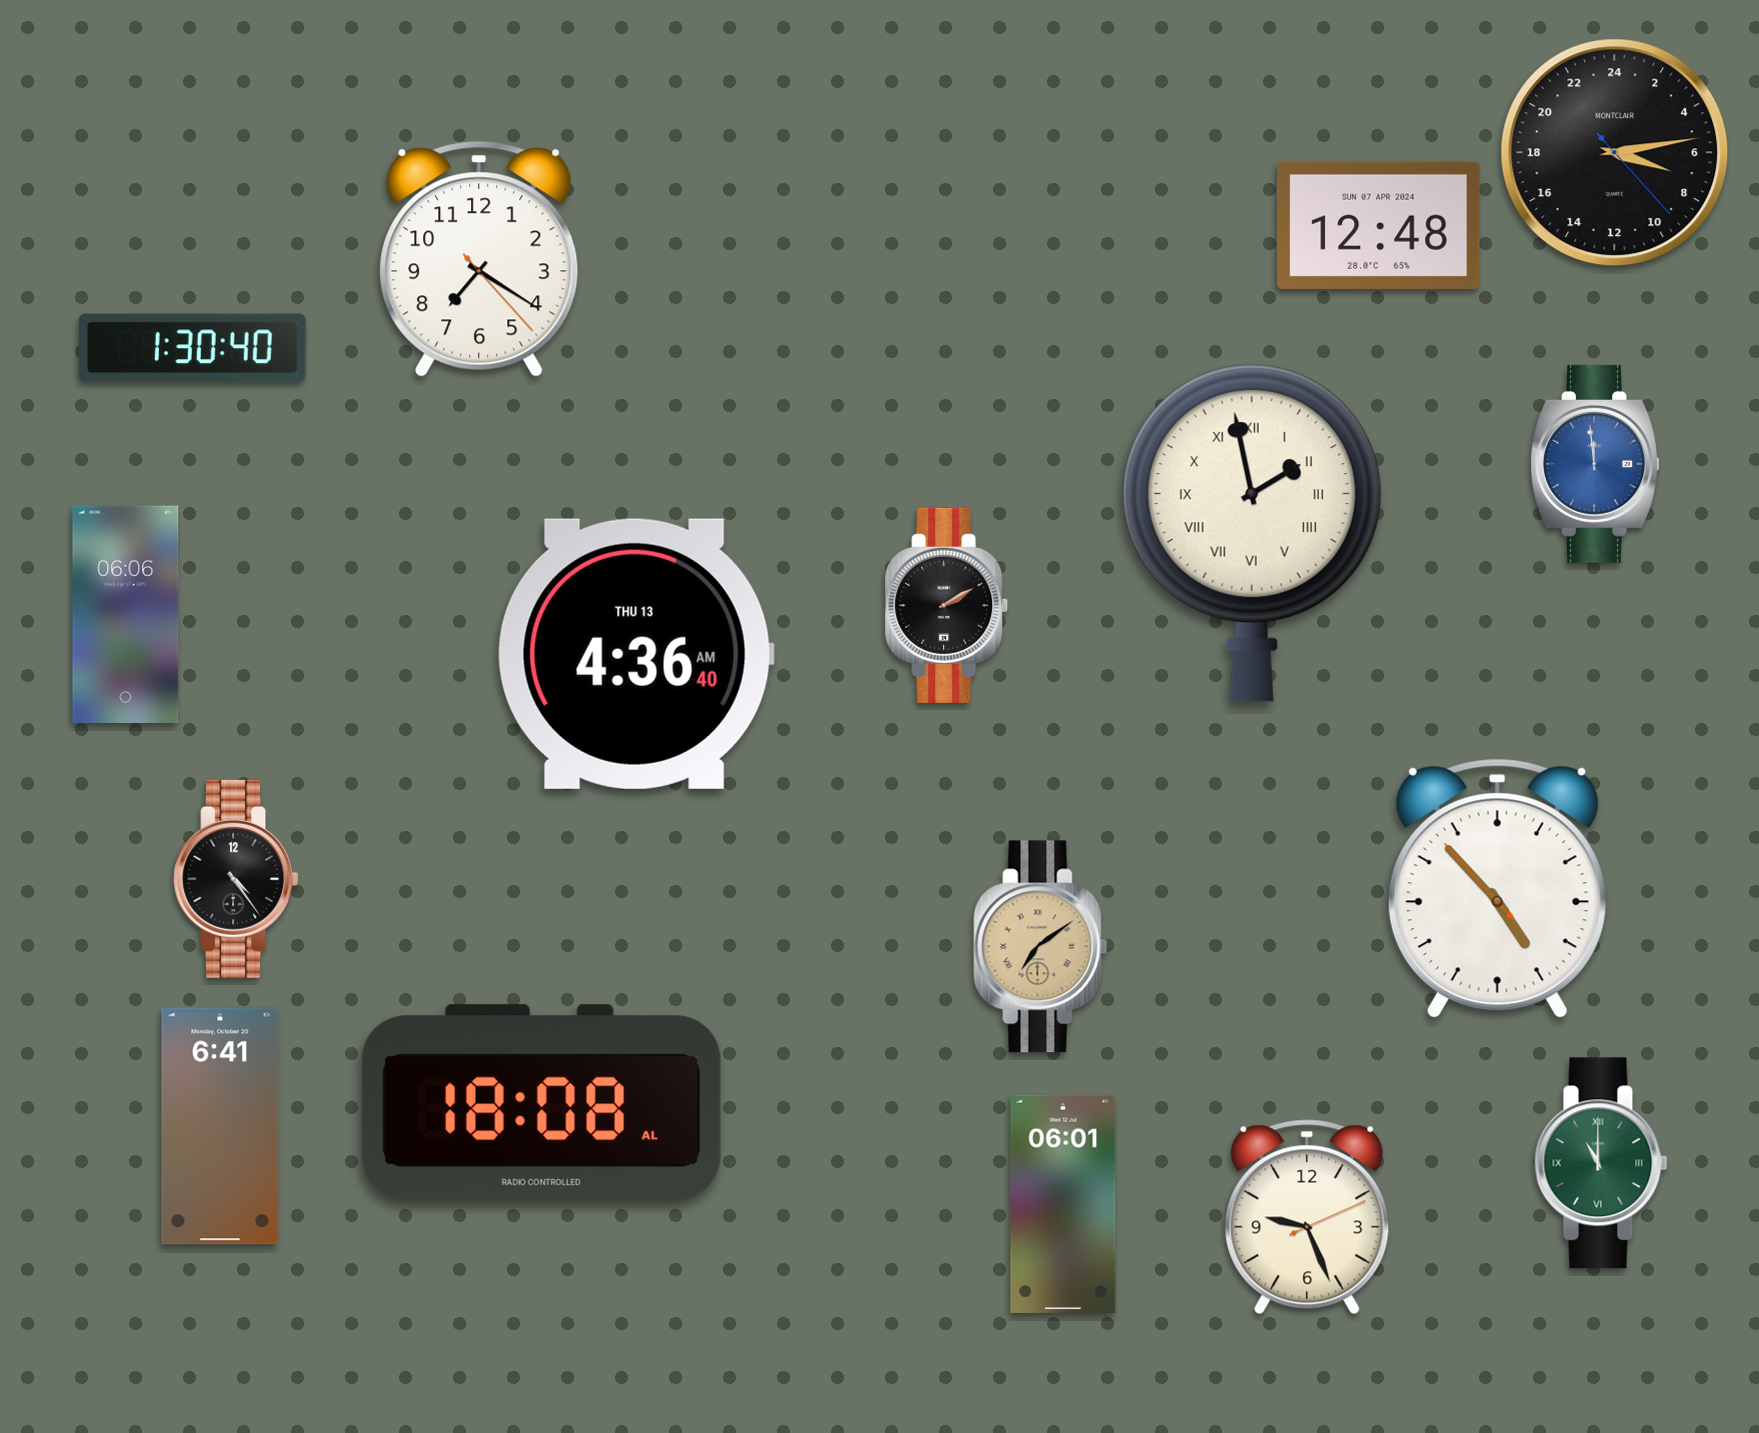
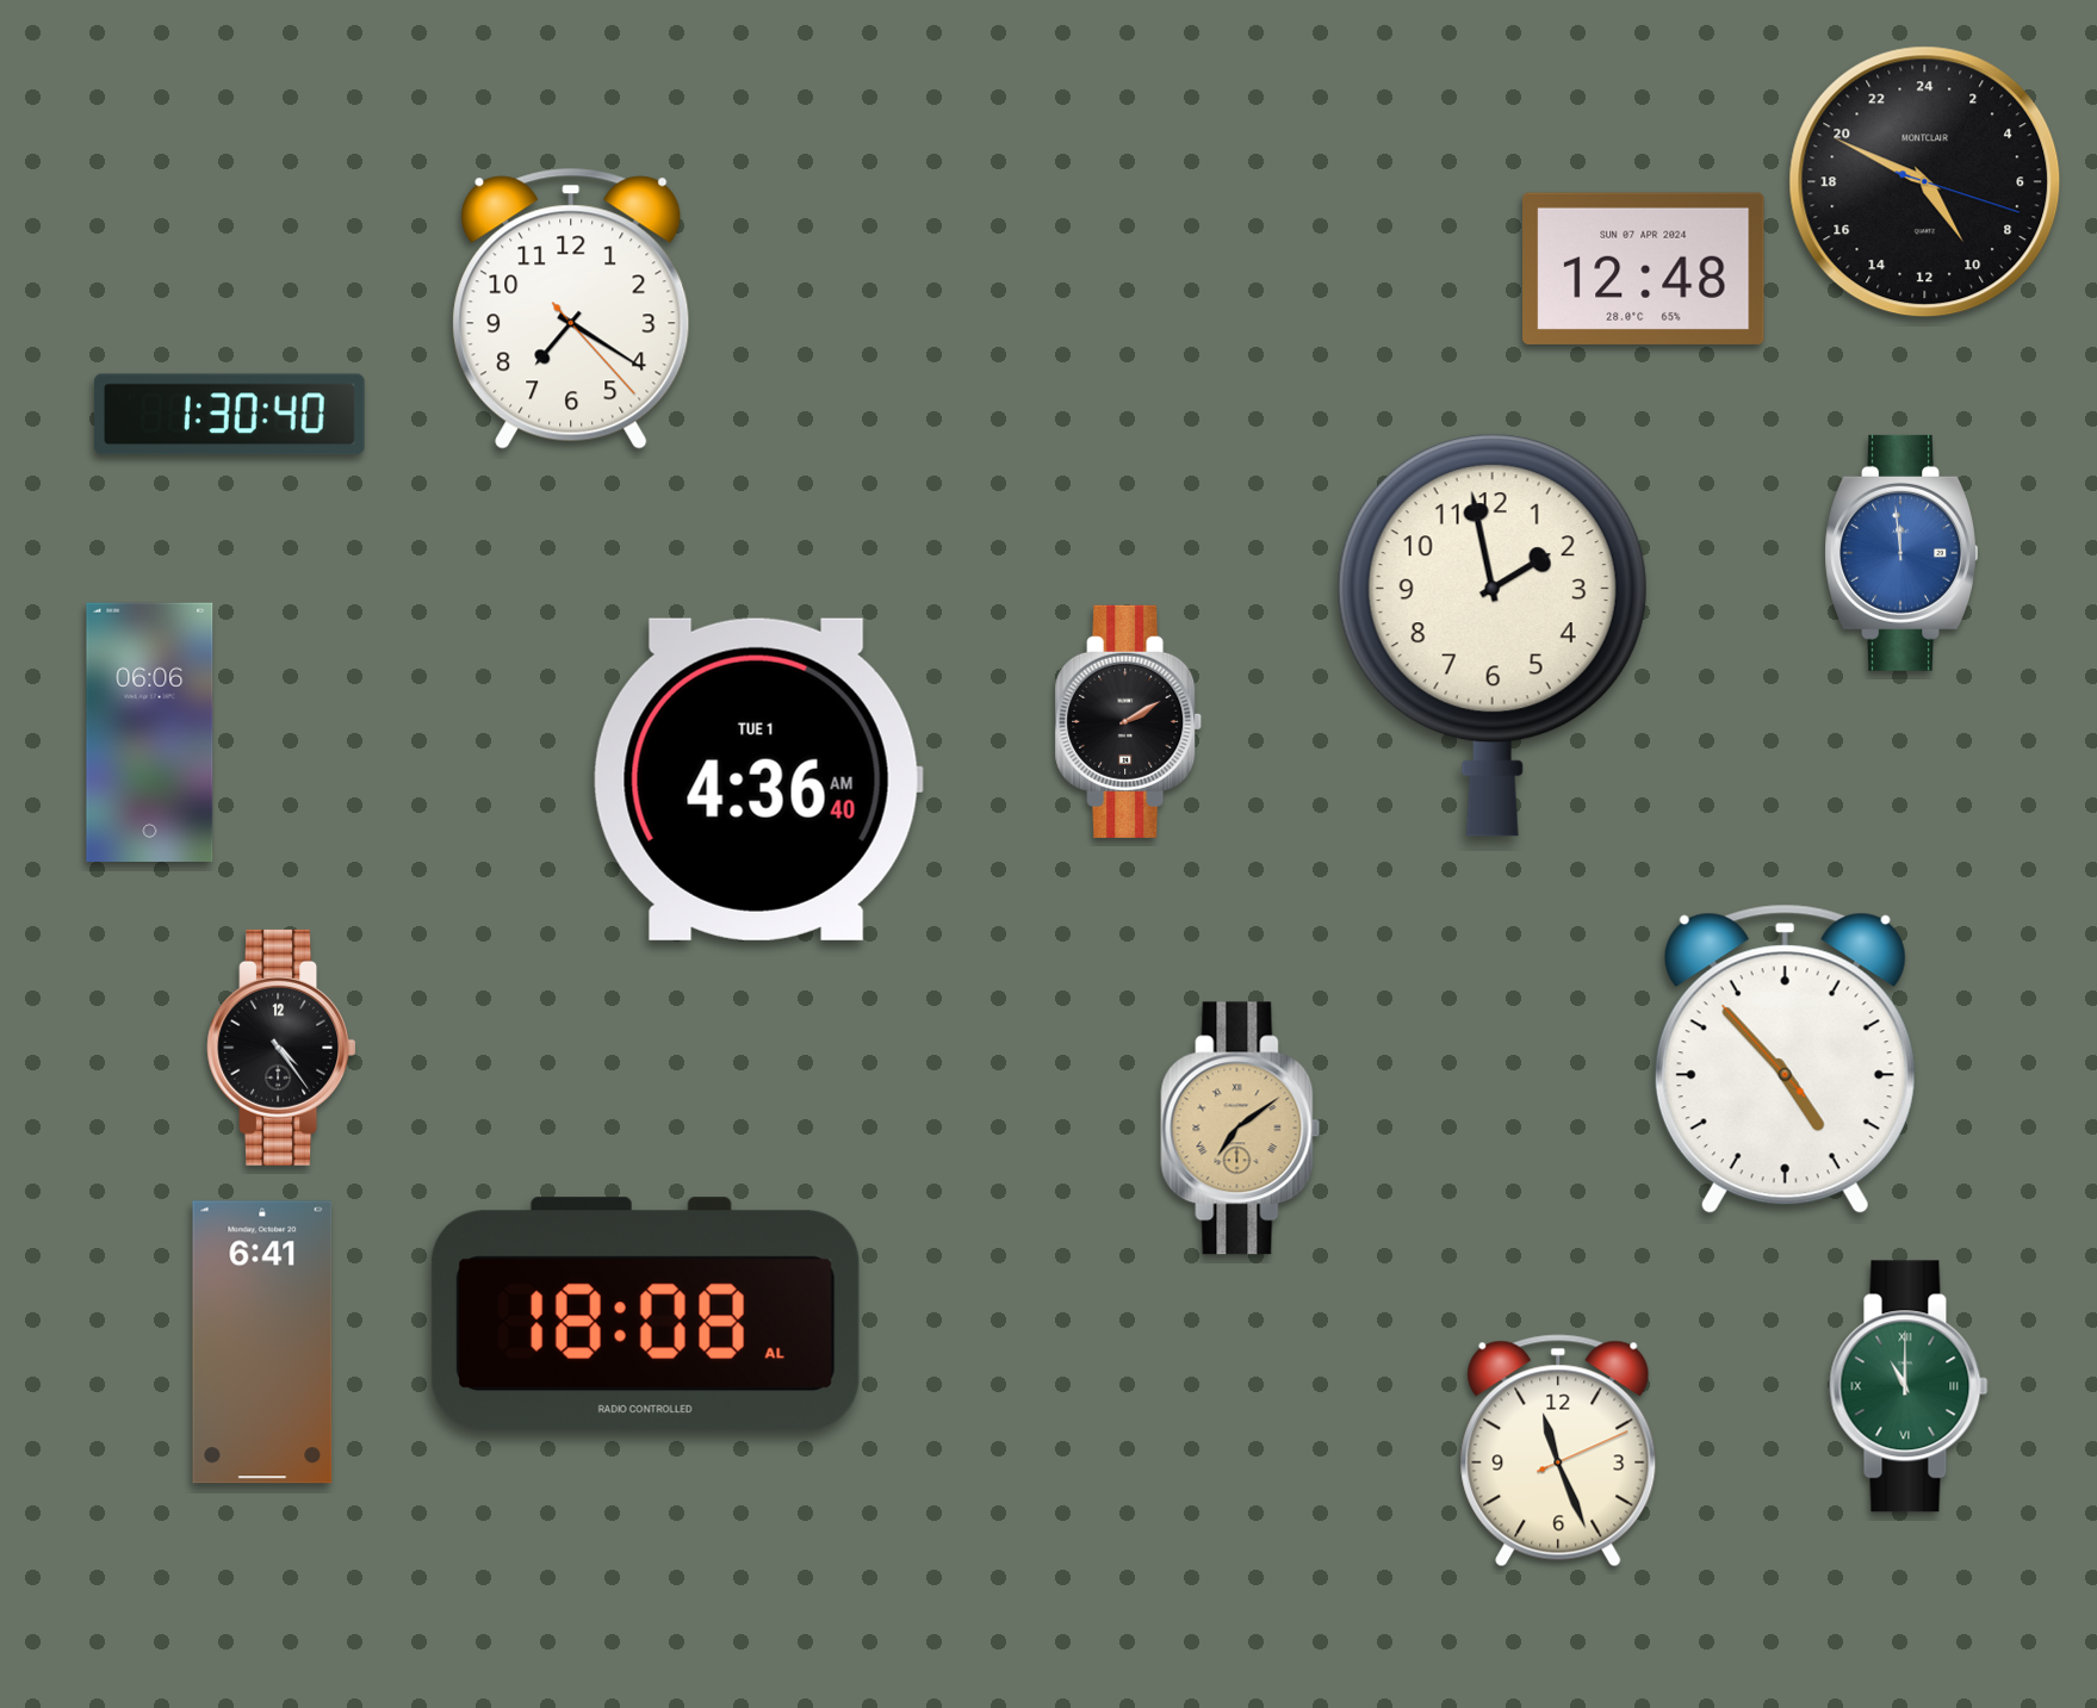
clock at (1615, 153): 7:13 -> 9:49
clock at (1252, 533) numerals: Roman -> Arabic
clock at (636, 654) date: THU 13 -> TUE 1
clock at (1063, 1204): 06:01 -> none
clock at (1307, 1217): 9:26 -> 11:26
